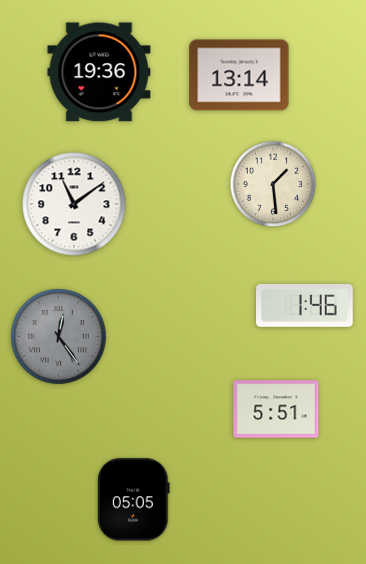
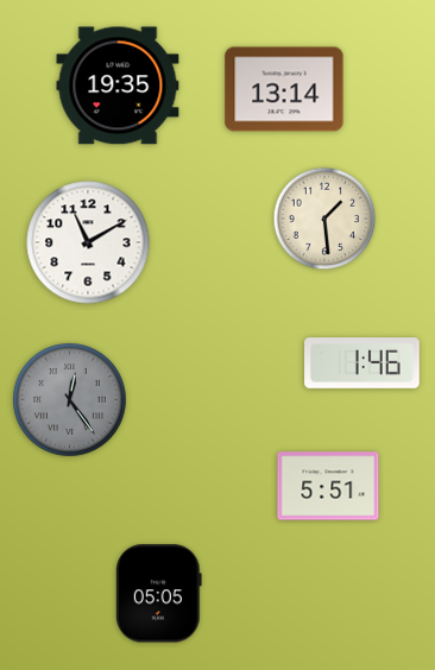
clock at (99, 72): 19:36 -> 19:35
clock at (74, 204): 11:09 -> 11:10
